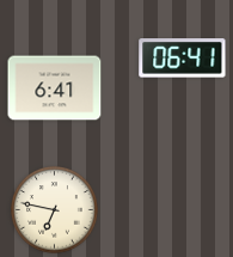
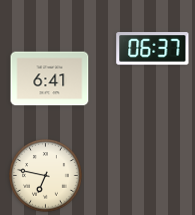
clock at (183, 59): 06:41 -> 06:37
clock at (55, 88) position: (55, 88) -> (50, 79)
